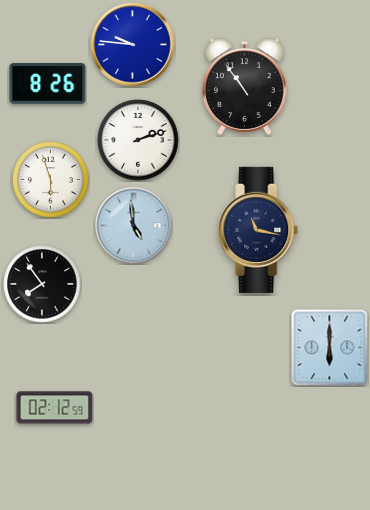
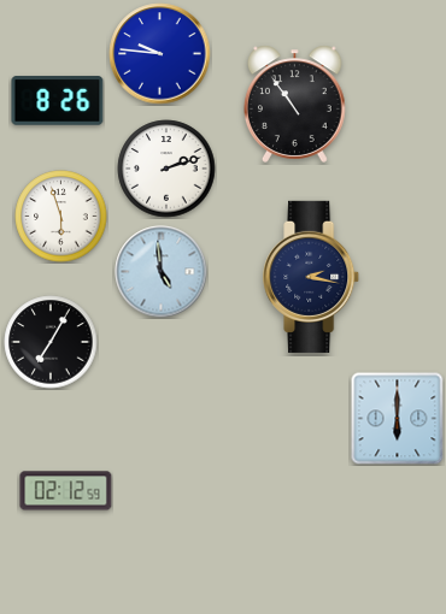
clock at (259, 230): 11:17 -> 2:17
clock at (42, 284): 7:54 -> 7:05
